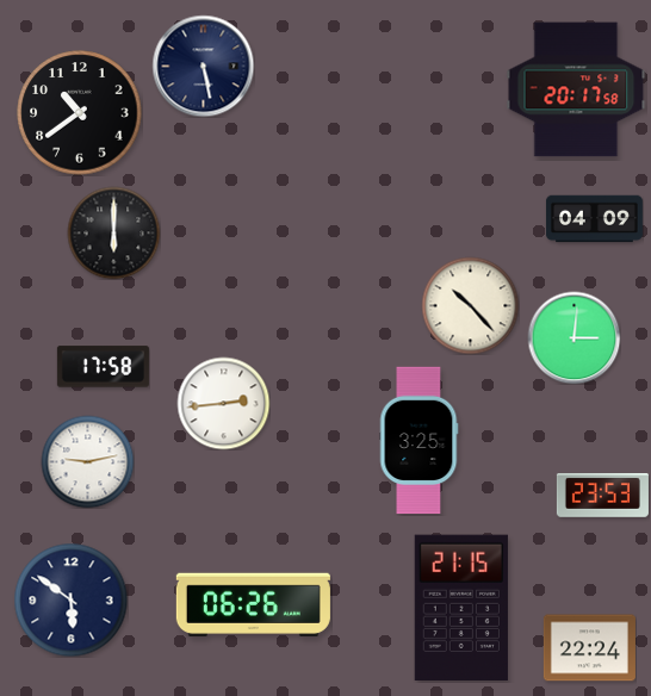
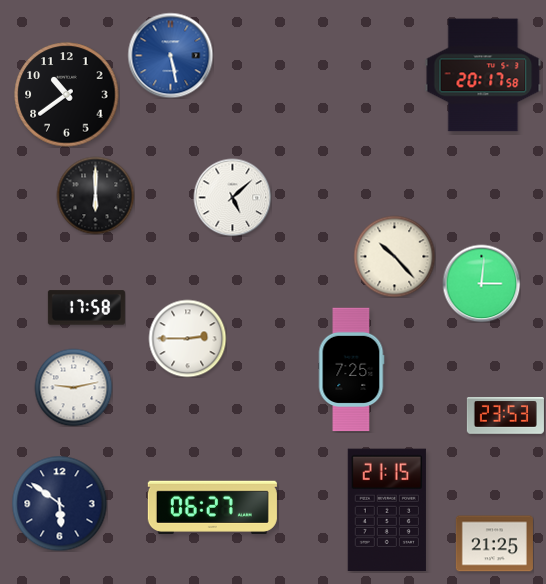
clock at (203, 66) dial: navy -> blue
clock at (594, 219): 04:09 -> none
clock at (232, 197): none -> 5:08
clock at (223, 403): 2:44 -> 2:45
clock at (418, 441): 3:25 -> 7:25
clock at (253, 604): 06:26 -> 06:27
clock at (589, 648): 22:24 -> 21:25
